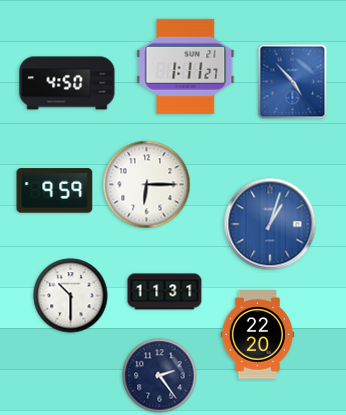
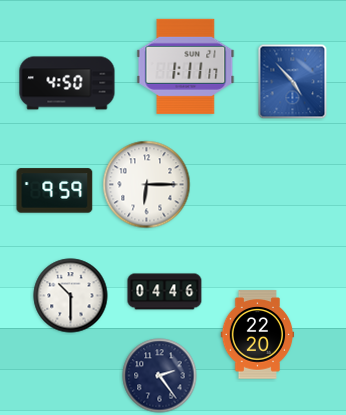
clock at (186, 66): 1:11:27 -> 1:11:17
clock at (270, 224): 1:03 -> none
clock at (165, 292): 11:31 -> 04:46
